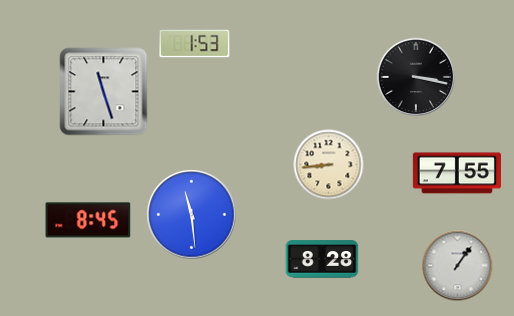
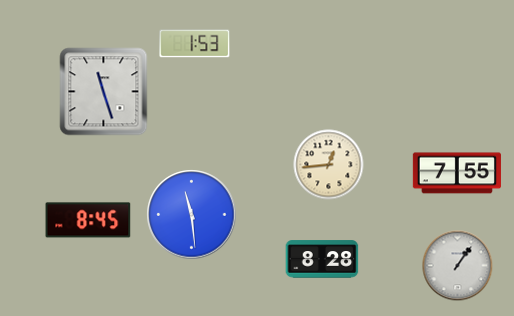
clock at (416, 77): 3:17 -> none
clock at (329, 165): 8:44 -> 12:44
